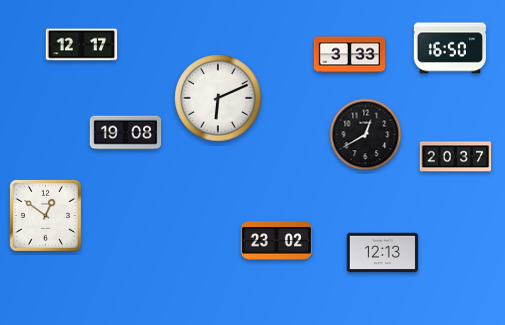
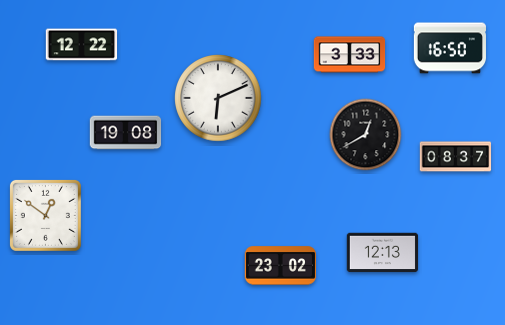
clock at (82, 45): 12:17 -> 12:22
clock at (456, 157): 20:37 -> 08:37
clock at (276, 241) position: (276, 241) -> (280, 266)
